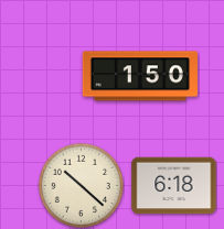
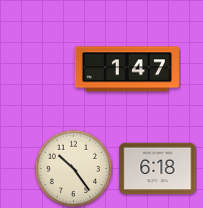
clock at (140, 76): 1:50 -> 1:47
clock at (81, 185): 10:22 -> 10:24
